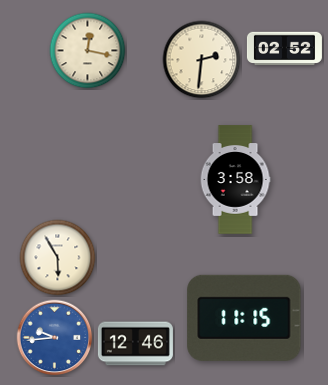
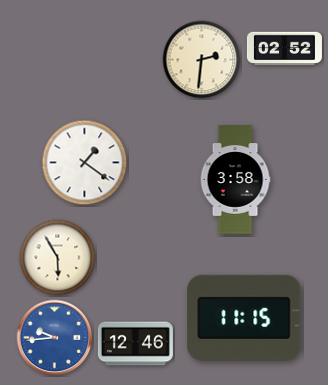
clock at (88, 51): 12:17 -> none
clock at (85, 163): none -> 1:21
